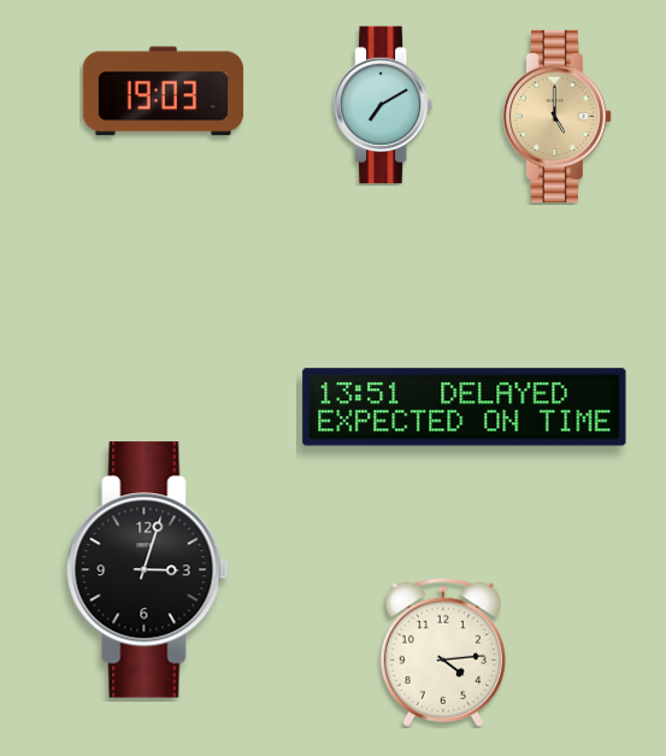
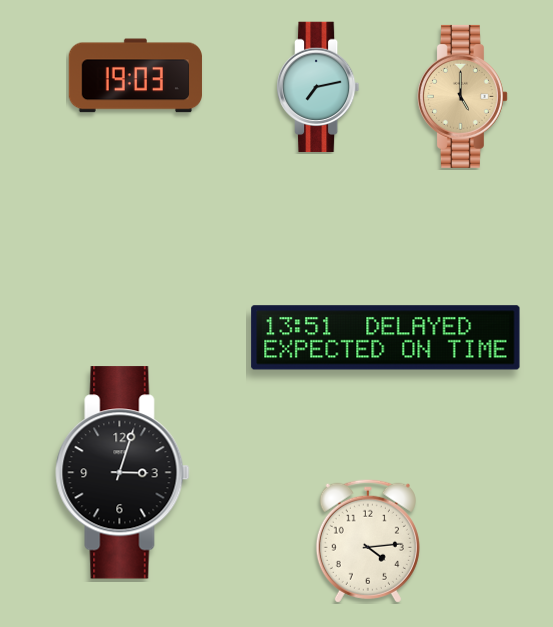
clock at (384, 105): 7:10 -> 7:13
